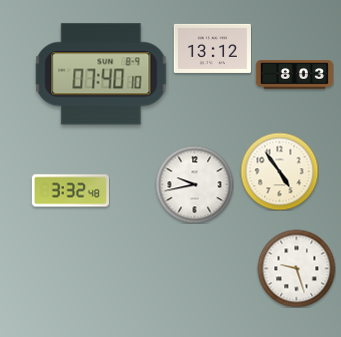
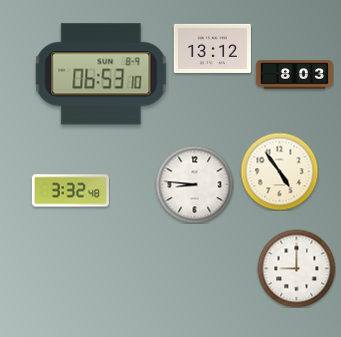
clock at (101, 74): 07:40 -> 06:53
clock at (194, 184): 9:43 -> 8:46
clock at (296, 268): 9:27 -> 9:00
